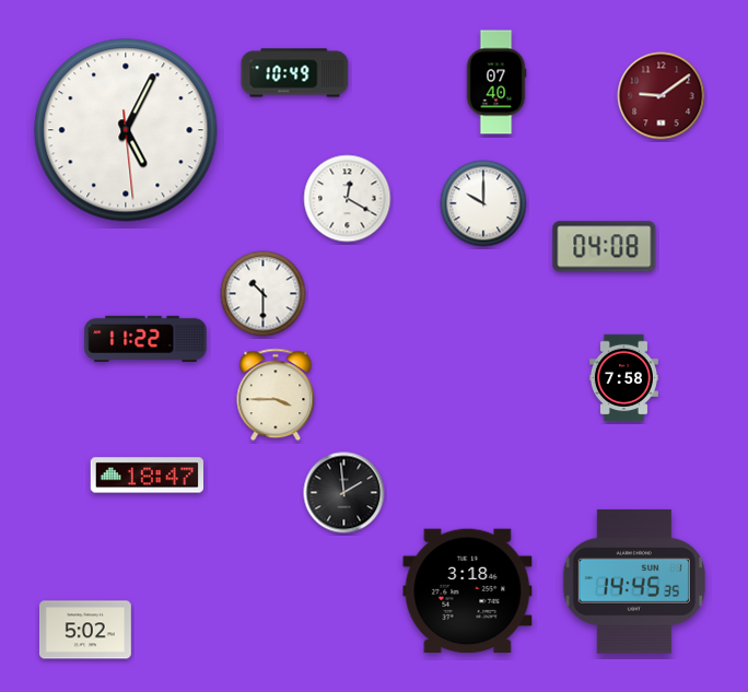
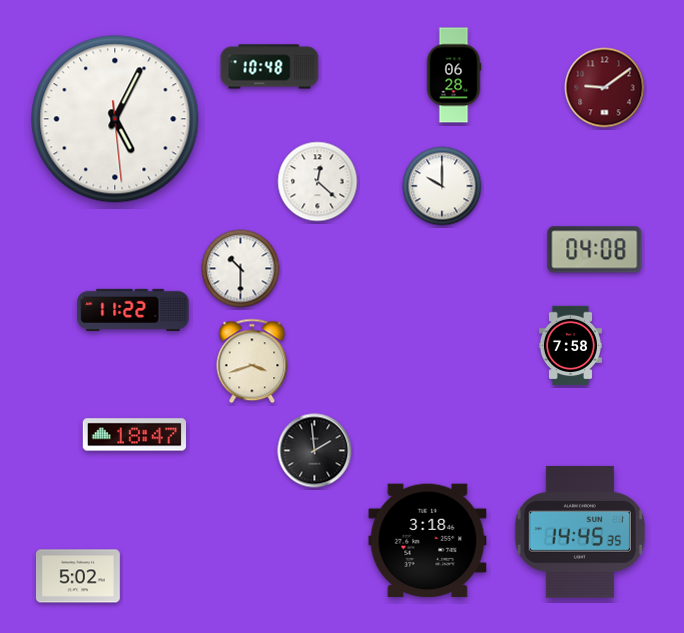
clock at (295, 73): 10:49 -> 10:48
clock at (496, 82): 07:40 -> 06:28
clock at (348, 199): 12:20 -> 12:22
clock at (605, 247) position: (605, 247) -> (595, 250)
clock at (276, 395): 3:45 -> 3:42
